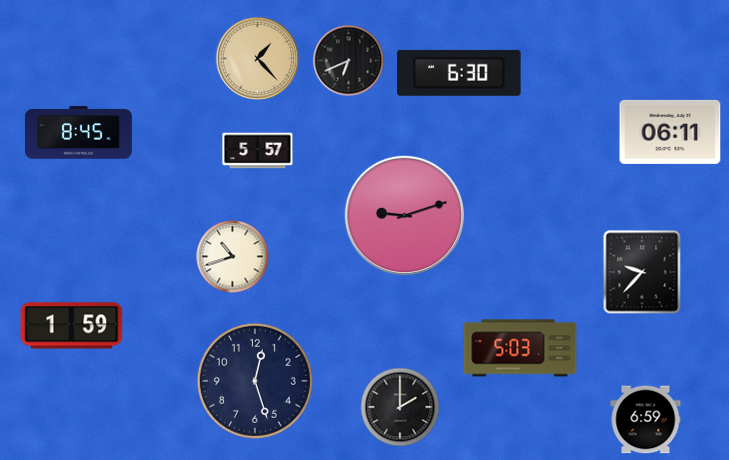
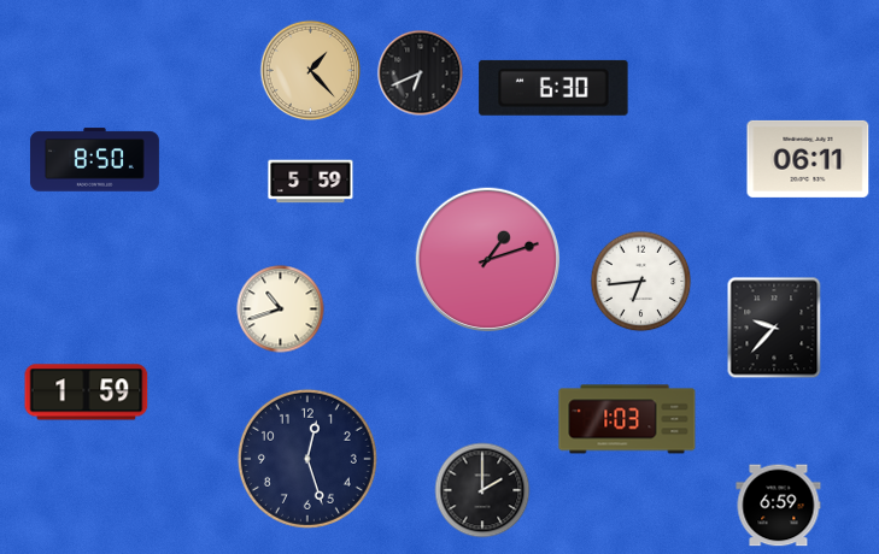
clock at (78, 133): 8:45 -> 8:50
clock at (258, 151): 5:57 -> 5:59
clock at (404, 215): 9:12 -> 1:12
clock at (641, 282): none -> 6:44
clock at (520, 348): 5:03 -> 1:03
